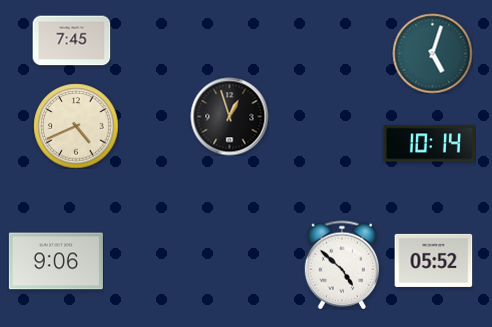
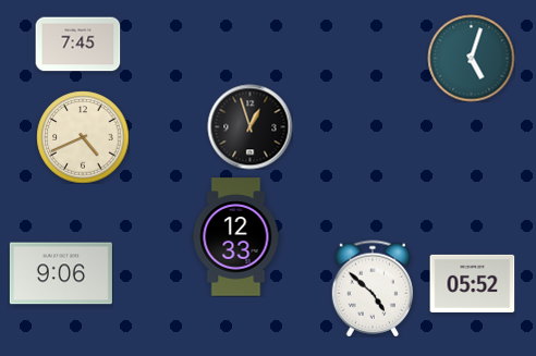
clock at (429, 144): 10:14 -> none
clock at (236, 237): none -> 12:33
clock at (56, 261) position: (56, 261) -> (61, 273)
